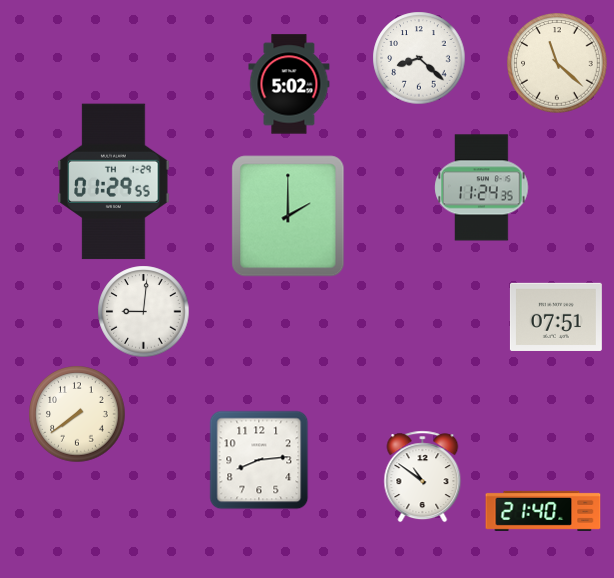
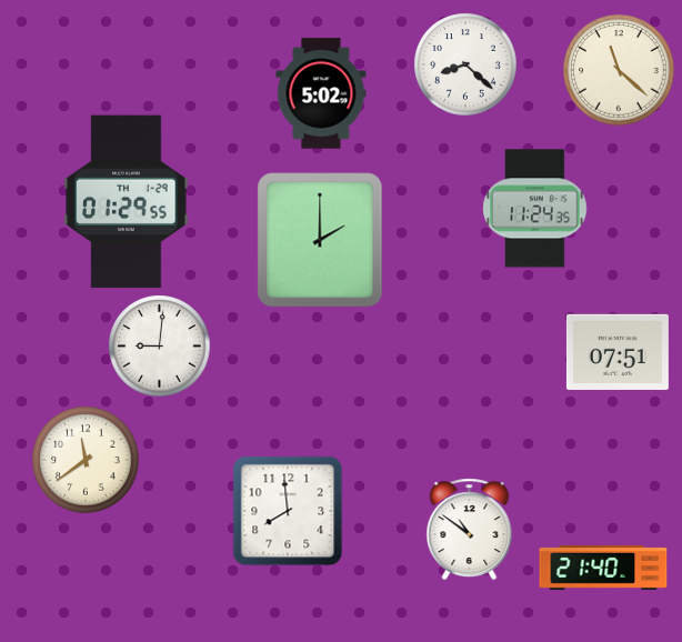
clock at (77, 414): 7:39 -> 11:39
clock at (259, 460): 8:14 -> 7:59
